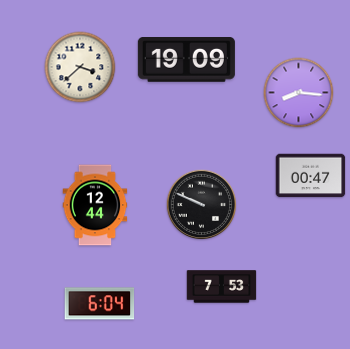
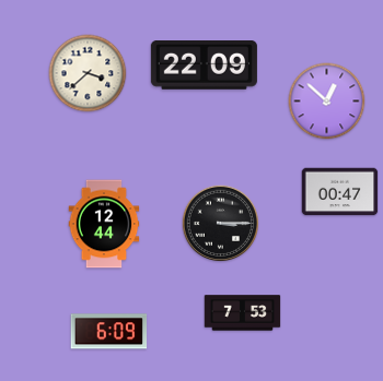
clock at (186, 60): 19:09 -> 22:09
clock at (299, 93): 8:16 -> 12:52
clock at (202, 205): 9:49 -> 3:15
clock at (100, 304): 6:04 -> 6:09
